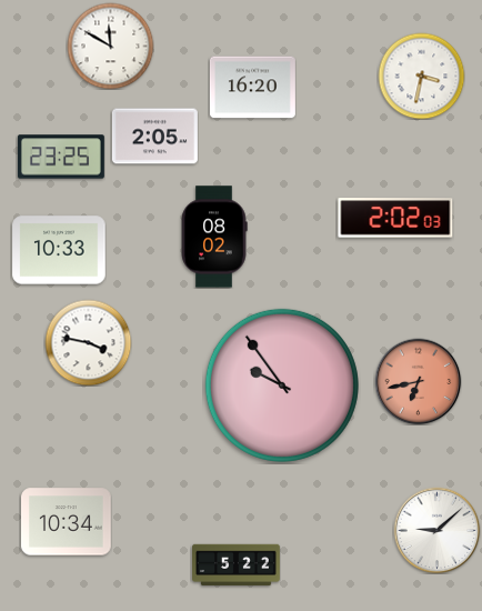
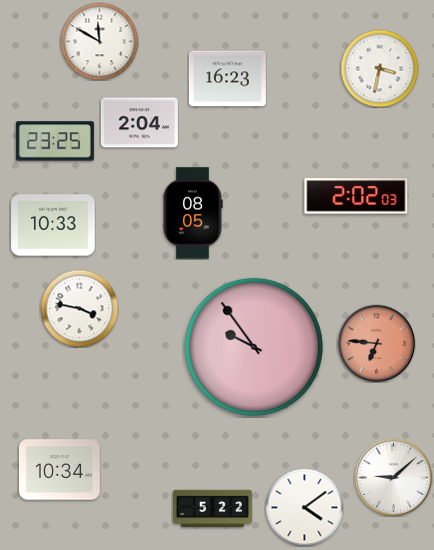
clock at (252, 88): 16:20 -> 16:23
clock at (154, 137): 2:05 -> 2:04
clock at (214, 237): 08:02 -> 08:05
clock at (418, 381): 6:43 -> 6:46
clock at (304, 507): none -> 4:09
